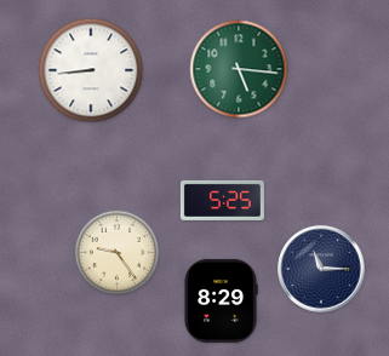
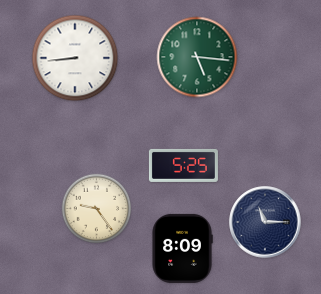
clock at (221, 300): 8:29 -> 8:09
